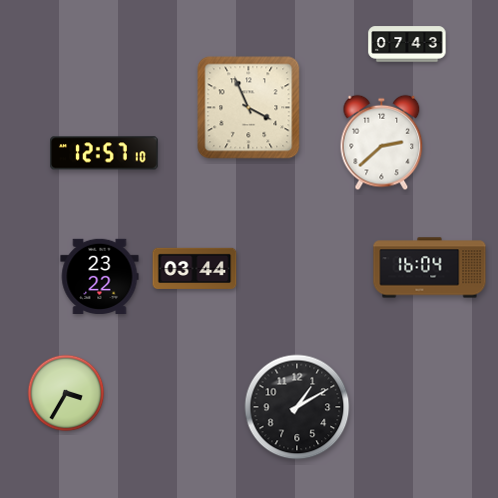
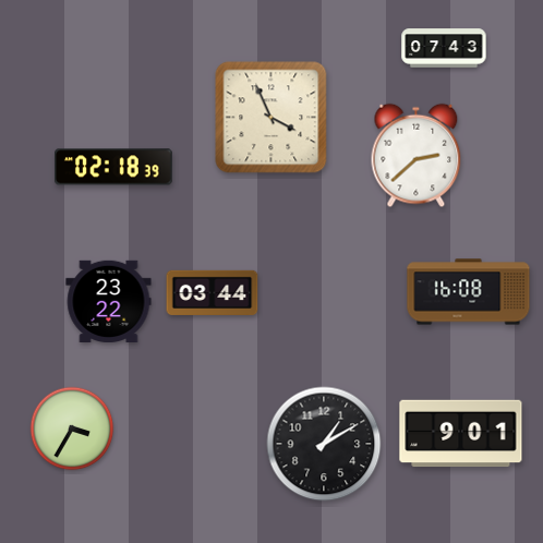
clock at (105, 153): 12:57 -> 02:18
clock at (430, 268): 16:04 -> 16:08
clock at (461, 434): none -> 9:01
